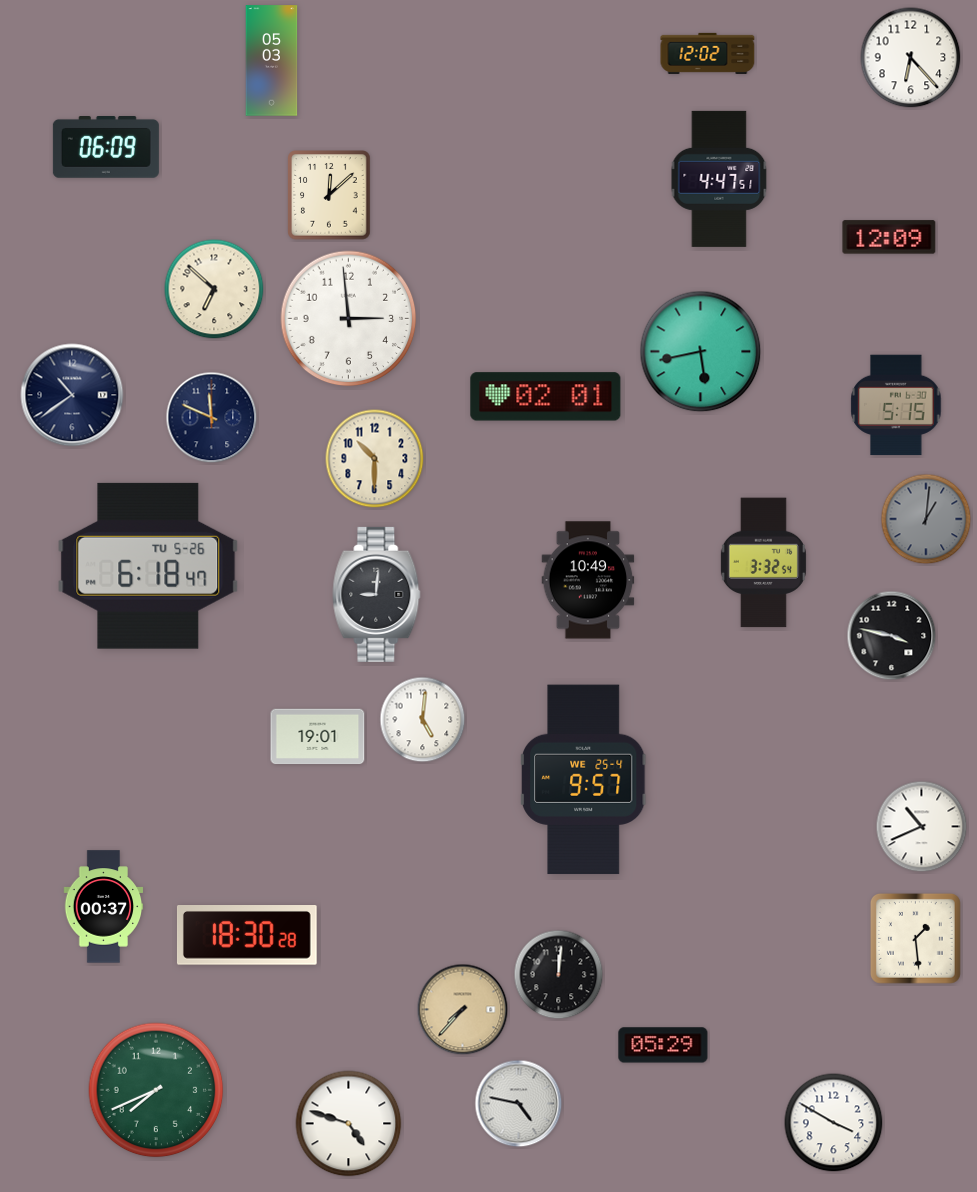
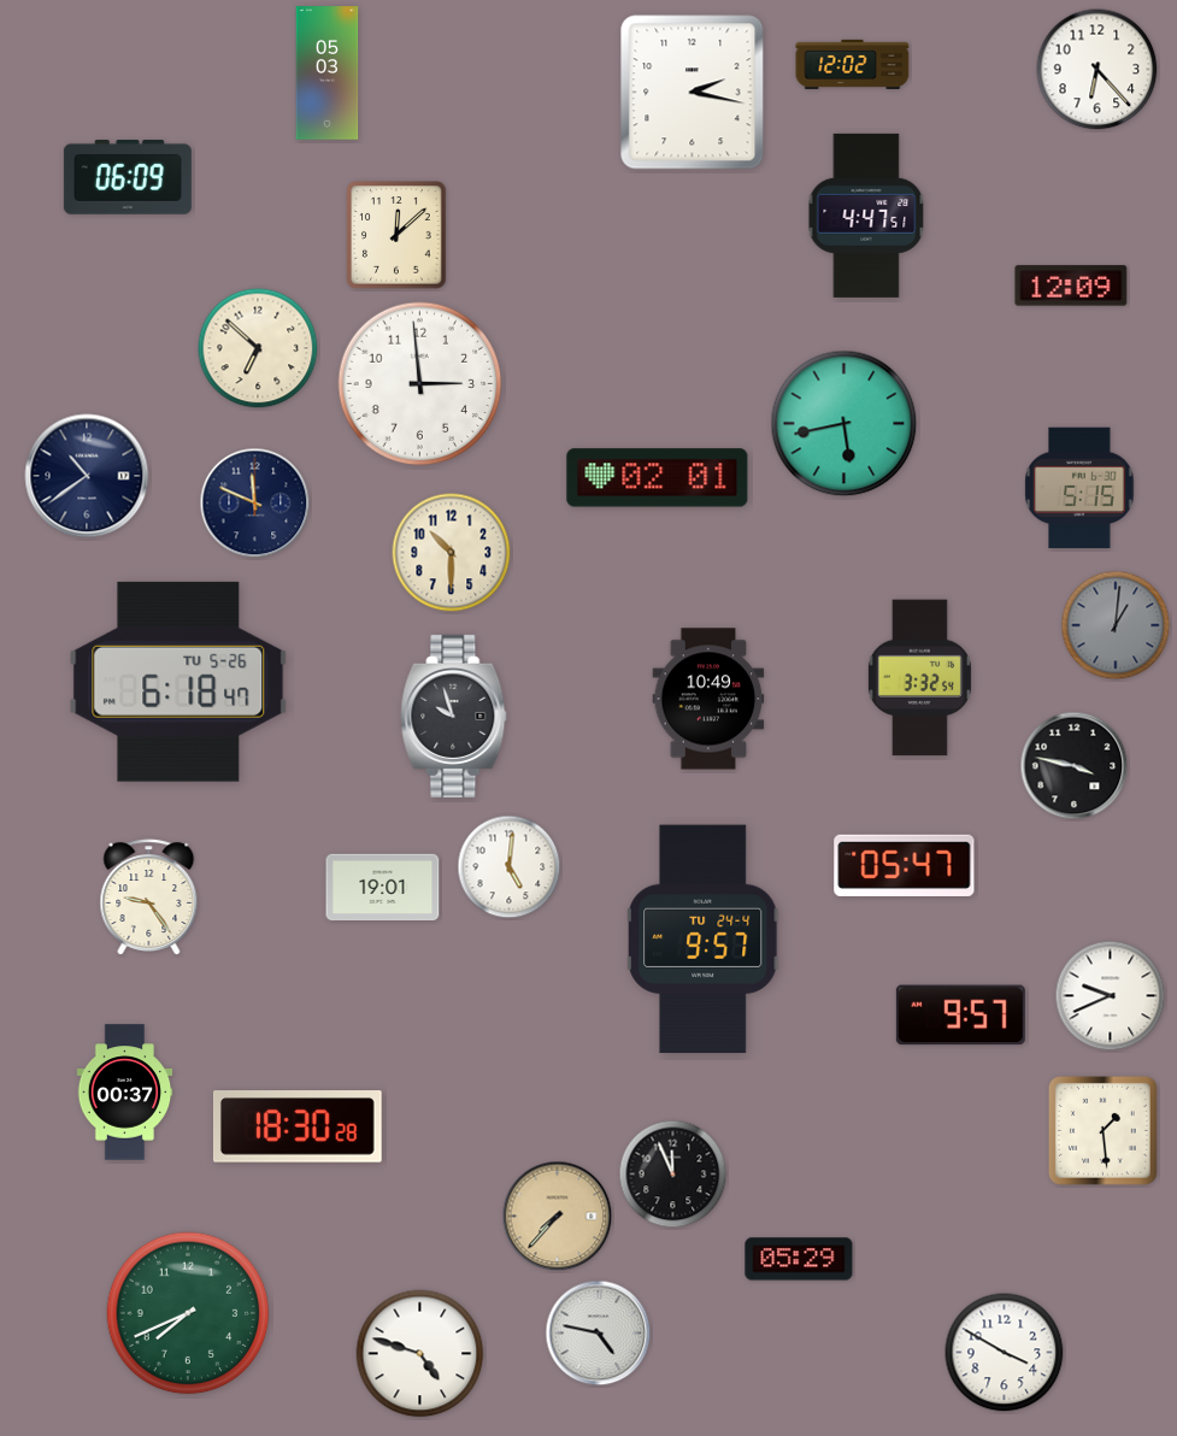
clock at (693, 93): none -> 2:17
clock at (377, 594): 9:01 -> 9:57
clock at (905, 865): none -> 05:47
clock at (149, 897): none -> 9:24
clock at (584, 780) date: WE 25-4 -> TU 24-4
clock at (922, 827): 10:41 -> 9:41
clock at (960, 1016): none -> 9:57
clock at (559, 975): 12:01 -> 11:56
clock at (519, 1104) position: (519, 1104) -> (599, 1334)
